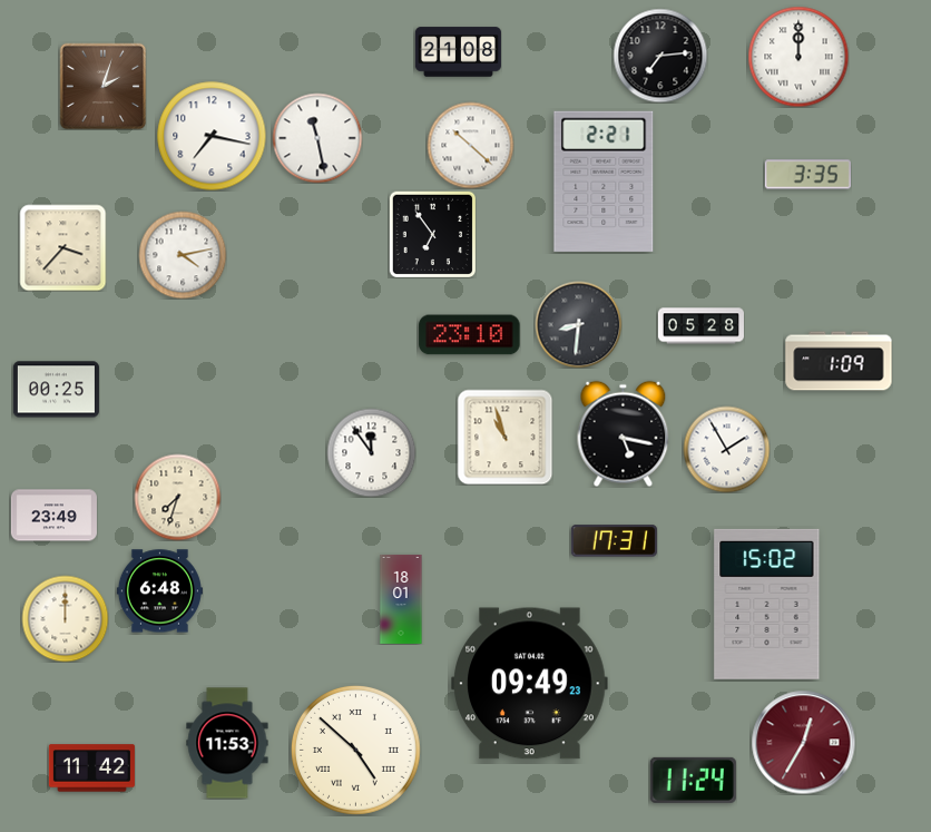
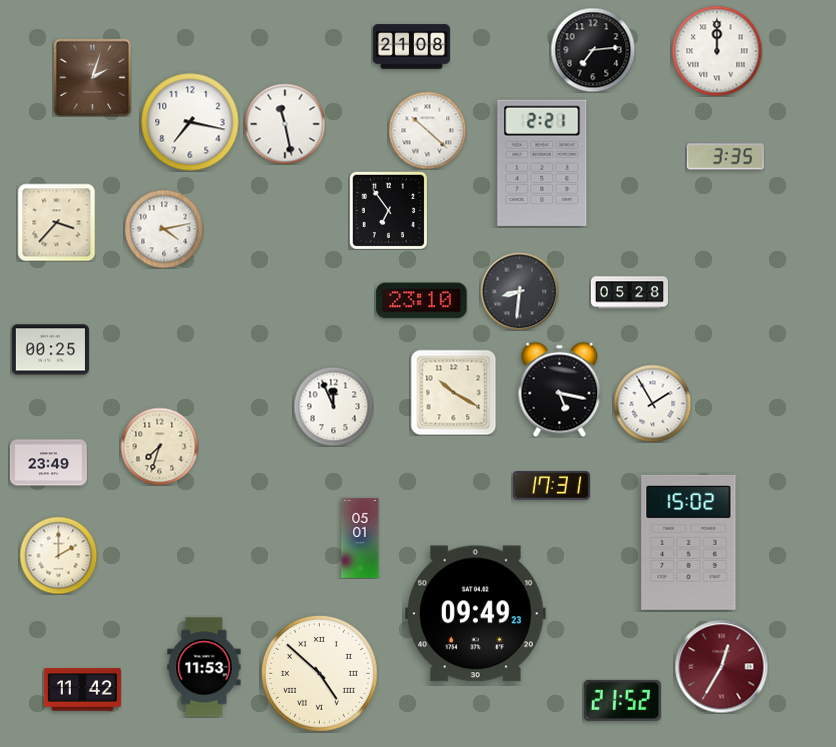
clock at (470, 145) position: (470, 145) -> (427, 130)
clock at (839, 361): 1:09 -> none
clock at (504, 437): 10:57 -> 10:20
clock at (371, 452): 11:54 -> 11:56
clock at (159, 591): 6:48 -> none
clock at (401, 599): 18:01 -> 05:01
clock at (65, 618): 12:00 -> 2:00
clock at (693, 780): 11:24 -> 21:52
